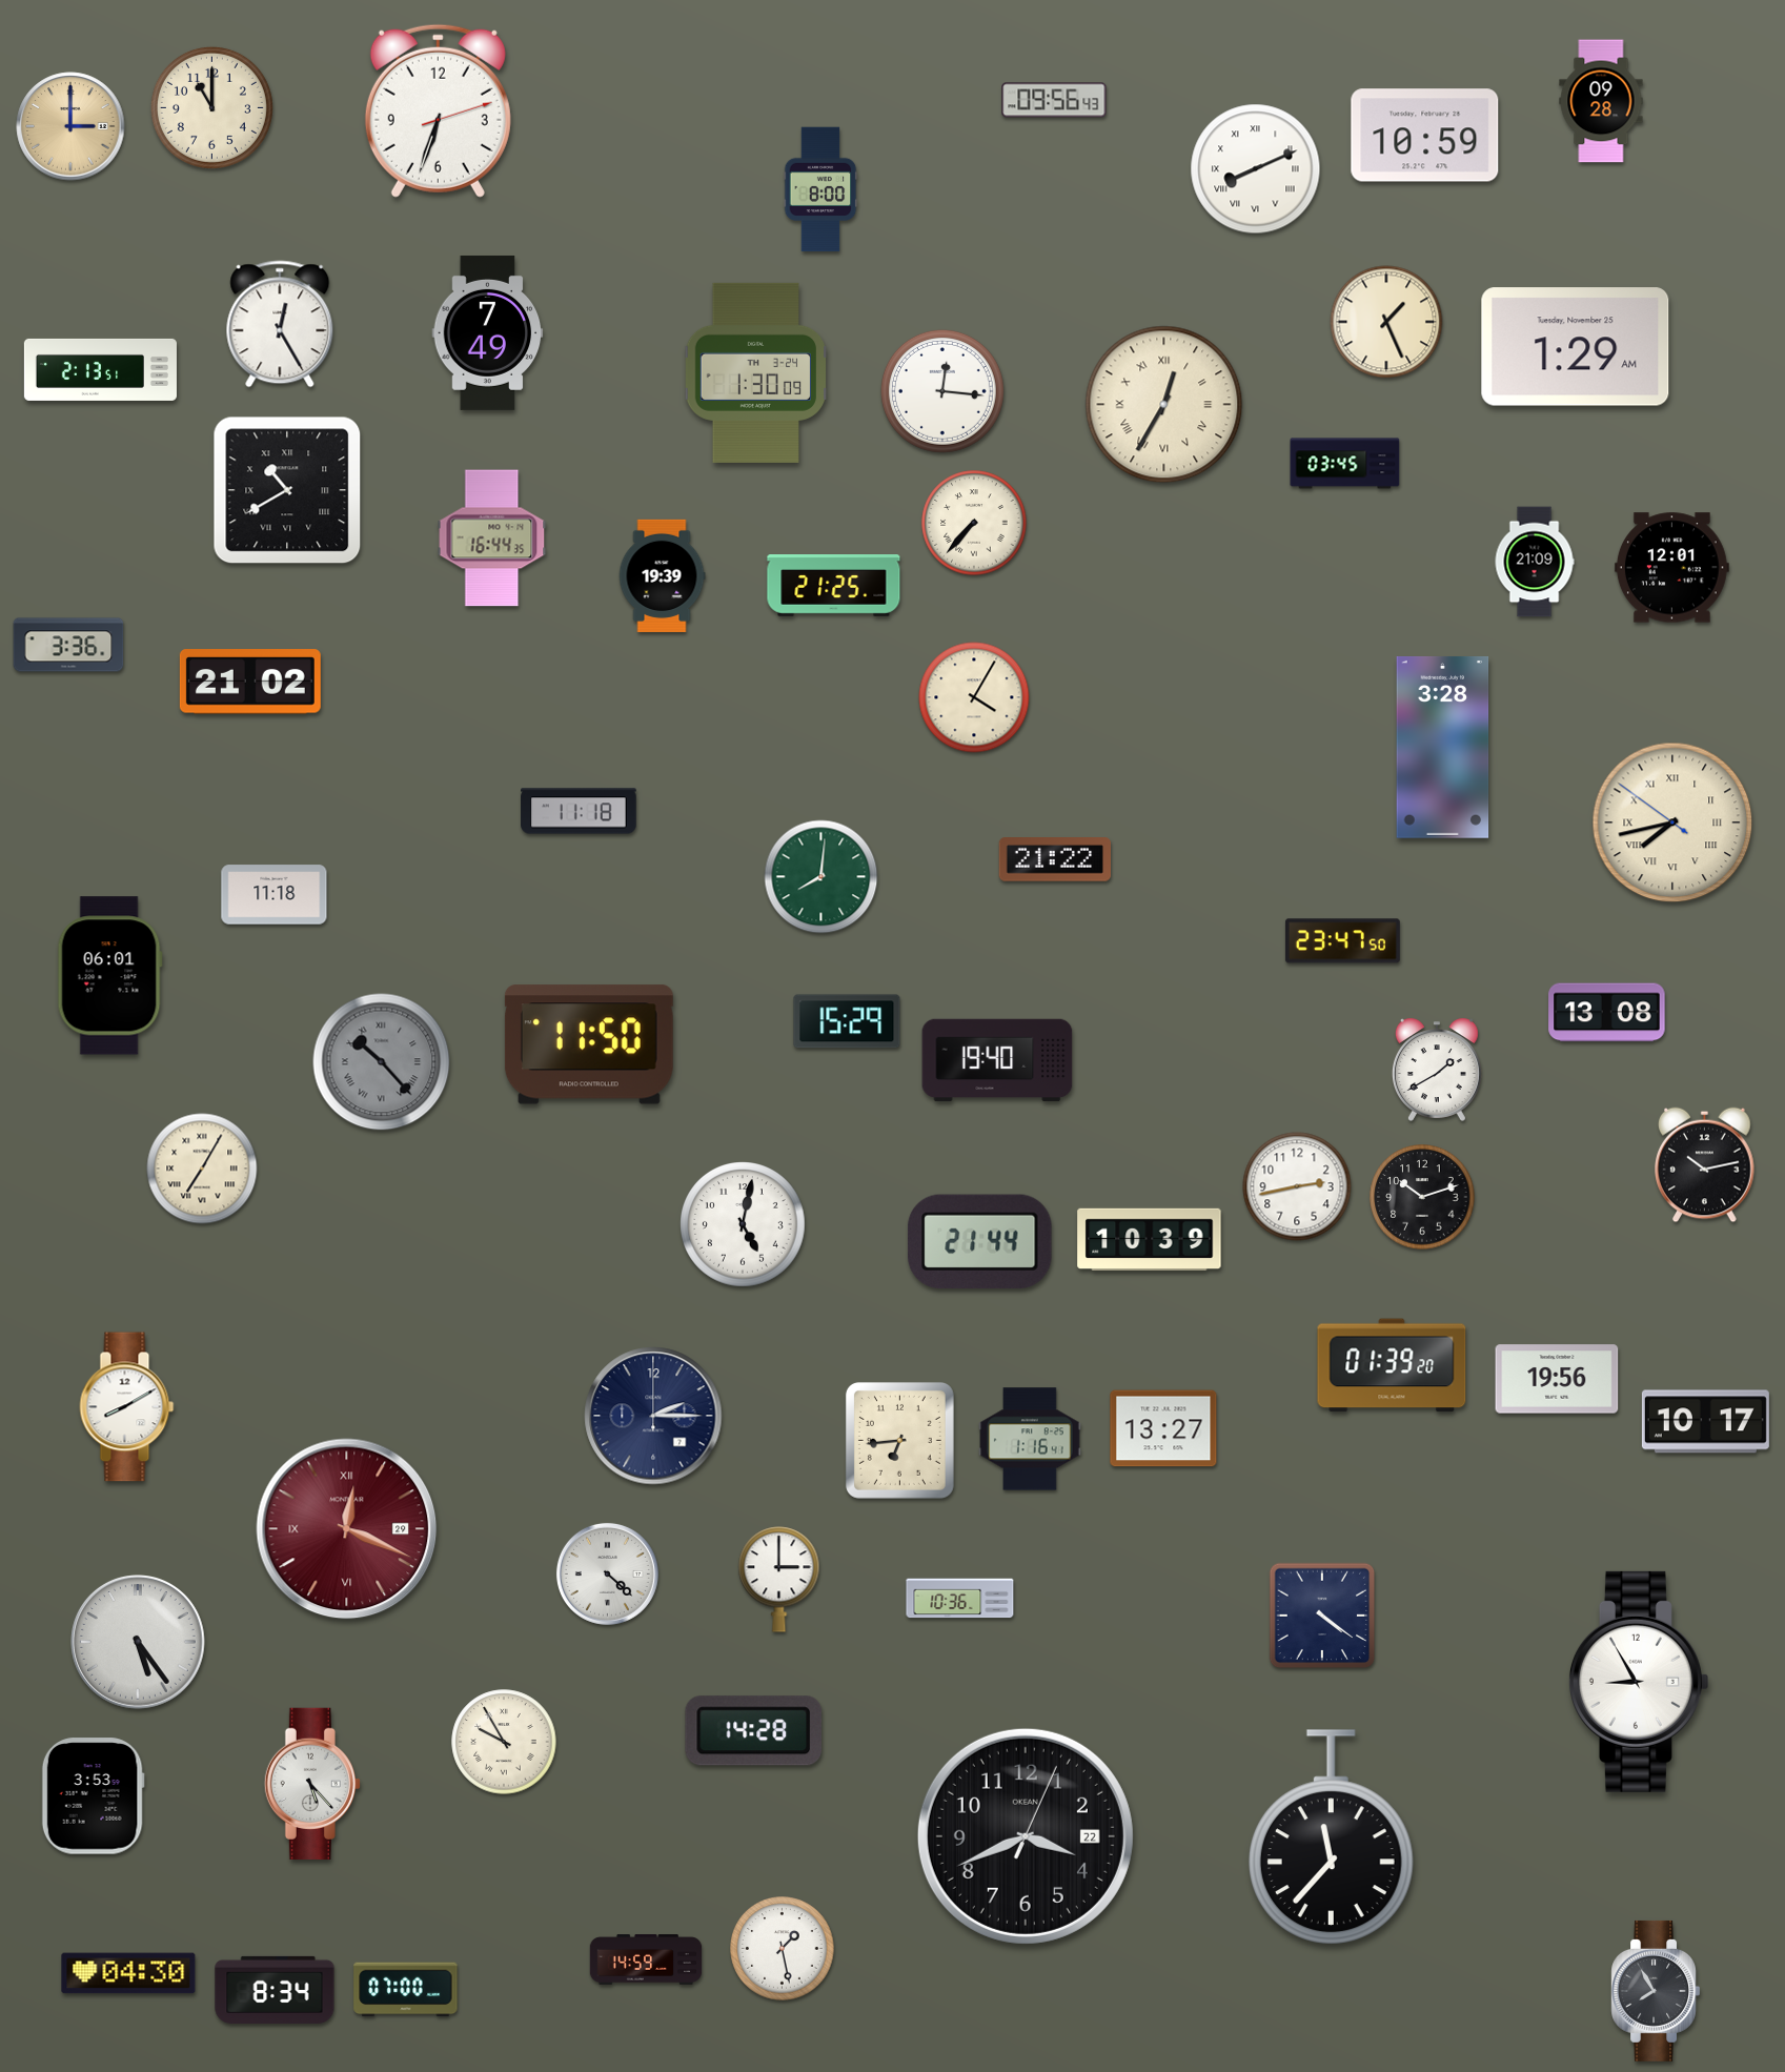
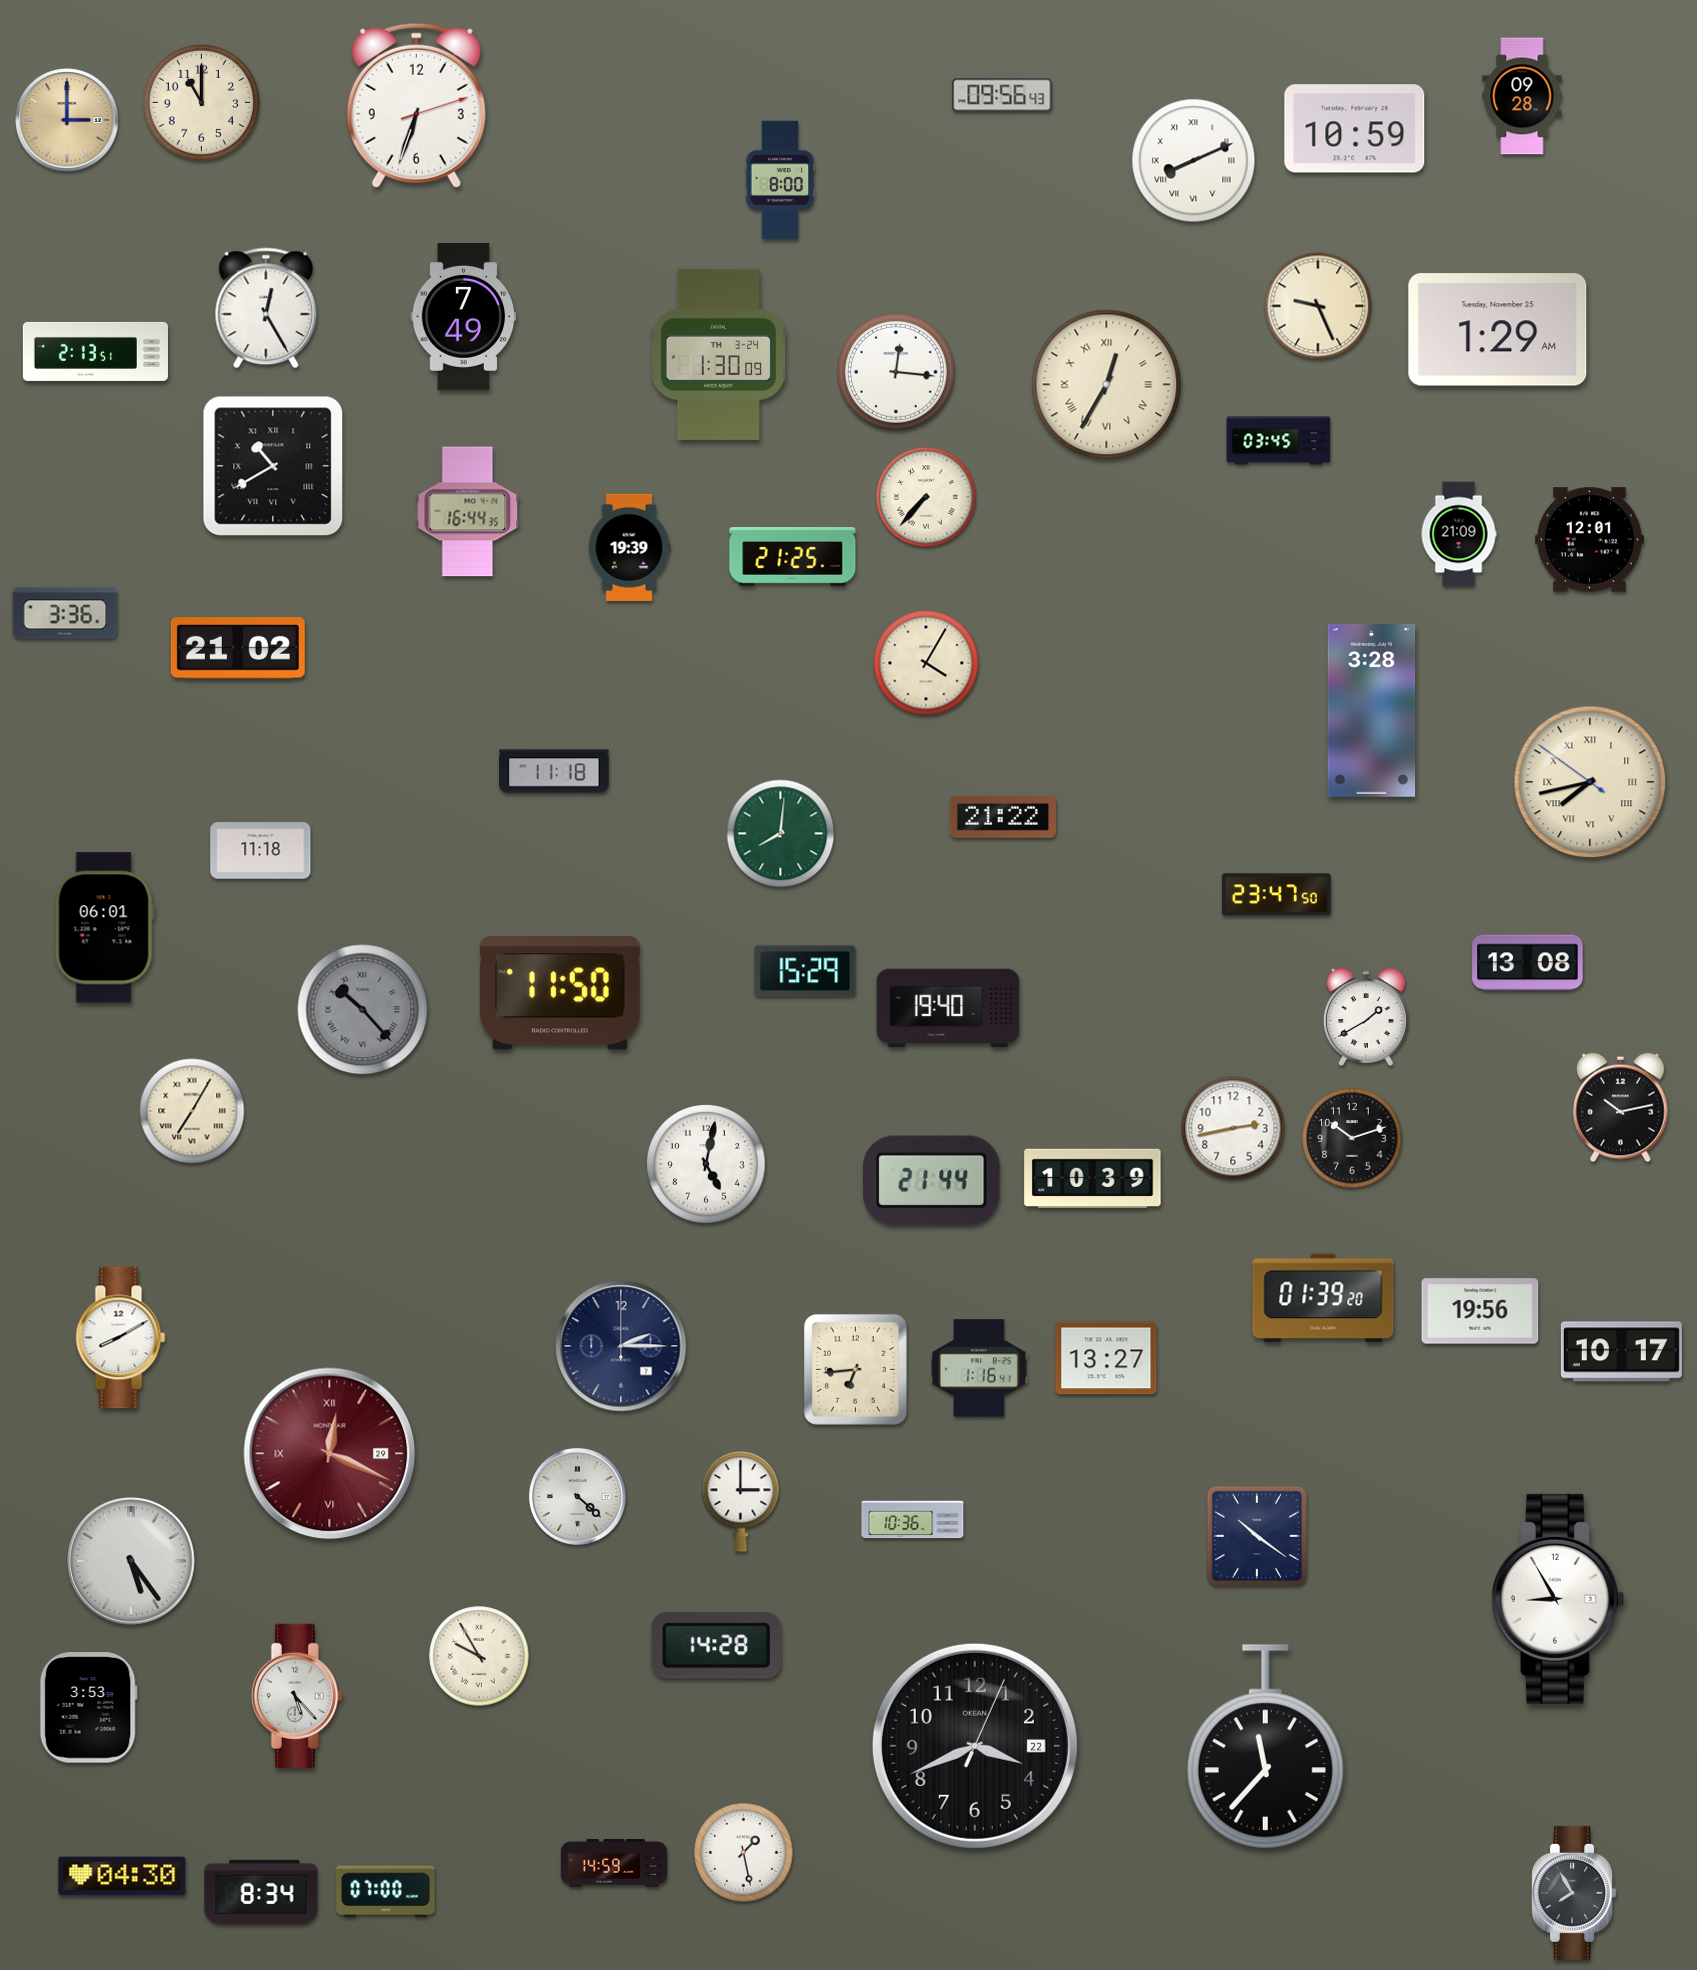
clock at (1386, 322): 1:26 -> 9:26
clock at (579, 811) position: (579, 811) -> (554, 771)
clock at (1322, 1616): 4:21 -> 10:21
